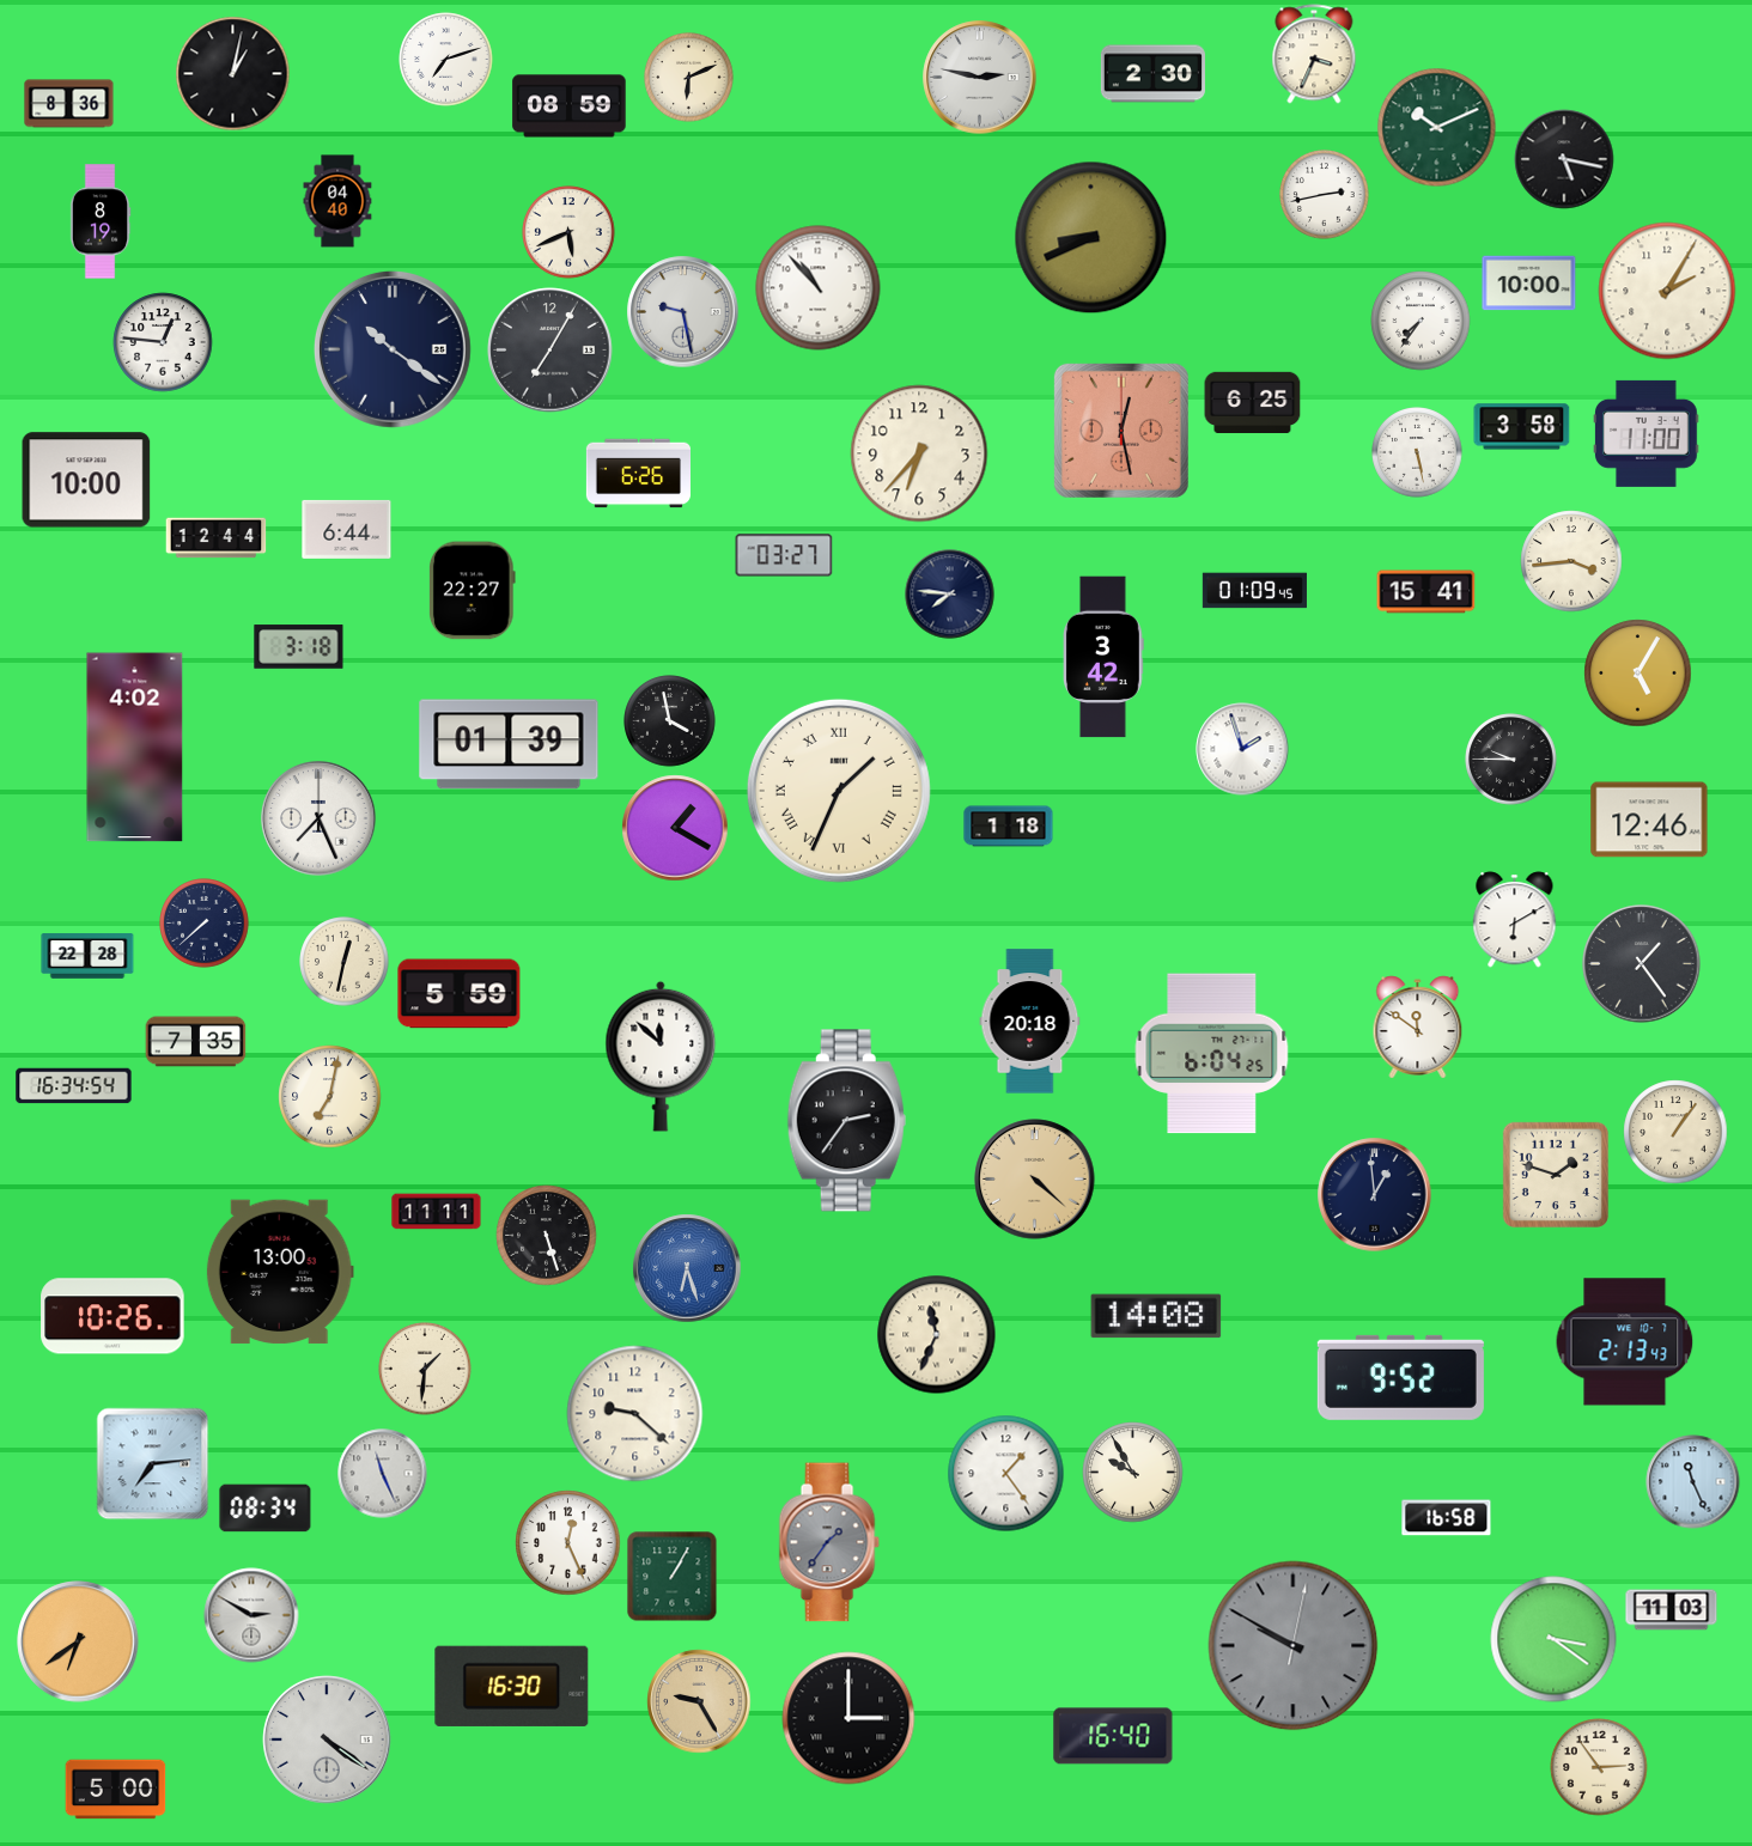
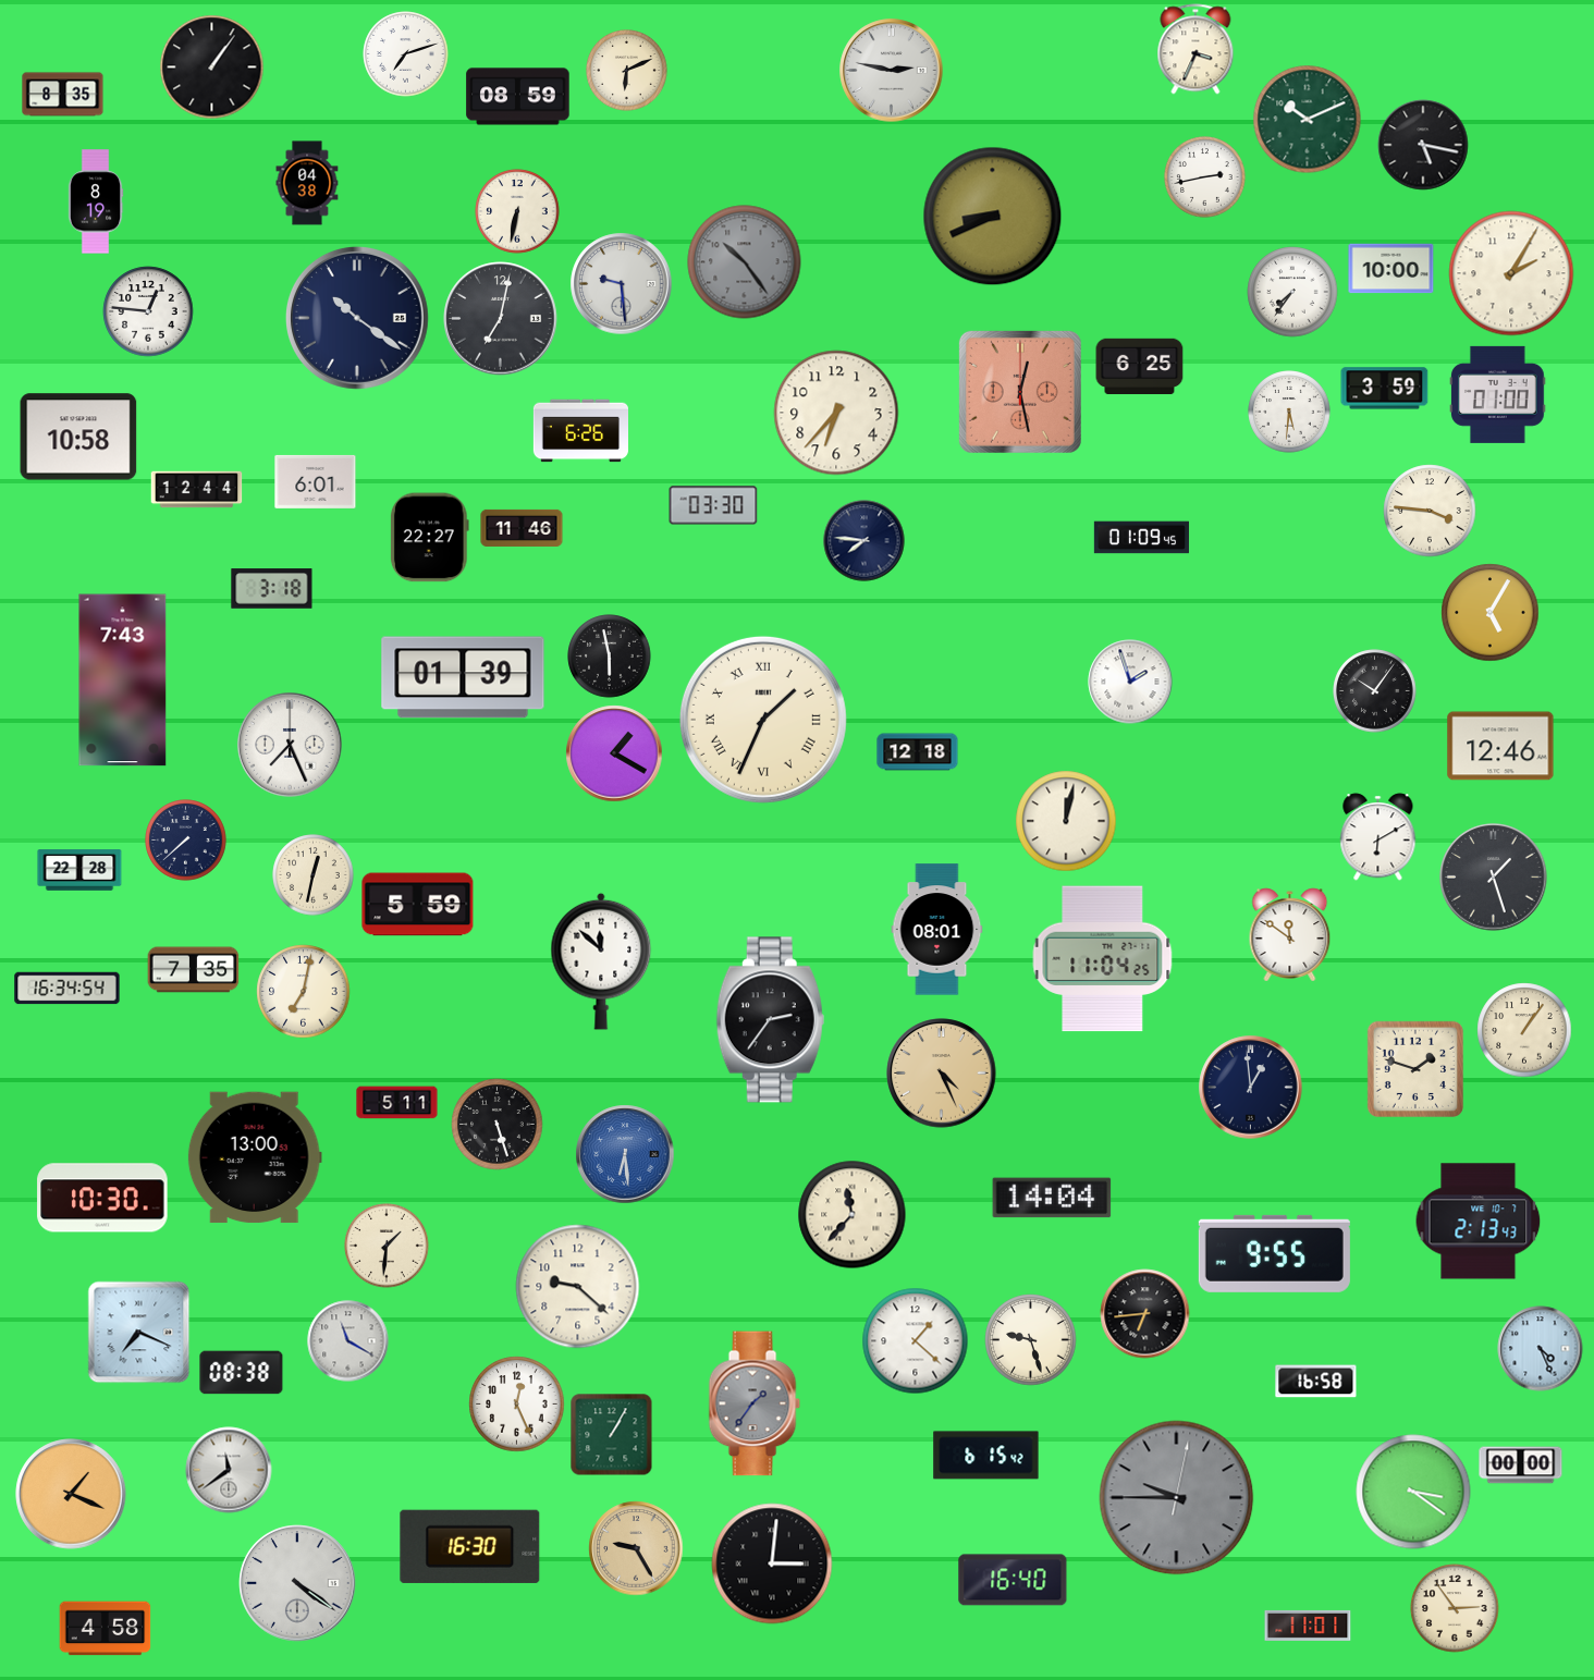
clock at (233, 74): 1:02 -> 1:06
clock at (1152, 74): 2:30 -> none
clock at (69, 104): 8:36 -> 8:35
clock at (1437, 128) position: (1437, 128) -> (1308, 120)
clock at (337, 201): 04:40 -> 04:38
clock at (101, 221) position: (101, 221) -> (96, 201)
clock at (568, 232): 5:41 -> 6:32
clock at (1529, 284) position: (1529, 284) -> (1391, 269)
clock at (819, 288): 10:53 -> 10:24
clock at (819, 288) dial: white -> grey
clock at (1667, 291) position: (1667, 291) -> (1511, 273)
clock at (683, 312): 9:28 -> 9:29
clock at (550, 351): 7:05 -> 7:02
clock at (1522, 427): 3:58 -> 3:59
clock at (1647, 433): 11:00 -> 01:00
clock at (1417, 452): 5:28 -> 5:31
clock at (86, 480): 10:00 -> 10:58
clock at (347, 529): 6:44 -> 6:01
clock at (784, 555): 03:27 -> 03:30
clock at (1571, 561): 3:44 -> 3:46
clock at (522, 528): none -> 11:46
clock at (1426, 592): 15:41 -> none
clock at (1103, 657): 3:42 -> none
clock at (670, 721): 3:58 -> 5:58
clock at (135, 748): 4:02 -> 7:43
clock at (1511, 760): 9:45 -> 10:06
clock at (1009, 827): 1:18 -> 12:18
clock at (1066, 821): none -> 12:02
clock at (1642, 964): 1:24 -> 1:27
clock at (1030, 1022): 20:18 -> 08:01
clock at (196, 1042) position: (196, 1042) -> (194, 970)
clock at (1212, 1054): 6:04 -> 11:04
clock at (330, 1097) position: (330, 1097) -> (304, 992)
clock at (1035, 1180): 4:22 -> 4:26
clock at (437, 1212): 11:11 -> 5:11
clock at (687, 1268): 6:27 -> 6:29
clock at (112, 1316): 10:26 -> 10:30
clock at (1156, 1316): 14:08 -> 14:04
clock at (937, 1335): 11:34 -> 11:37
clock at (1400, 1377): 9:52 -> 9:55
clock at (1145, 1314): none -> 6:44
clock at (153, 1464): 7:14 -> 7:19
clock at (1133, 1473): 9:55 -> 9:27
clock at (383, 1474): 11:26 -> 11:20
clock at (1006, 1474): 1:24 -> 1:22
clock at (1693, 1482): 11:26 -> 4:26
clock at (266, 1509): 08:34 -> 08:38
clock at (986, 1456): none -> 6:15
clock at (1672, 1610): 11:03 -> 00:00
clock at (251, 1615): 2:50 -> 11:39
clock at (78, 1641): 6:39 -> 1:19
clock at (1294, 1646): 9:50 -> 9:45
clock at (512, 1686) position: (512, 1686) -> (470, 1546)
clock at (848, 1718): 3:00 -> 3:01
clock at (1308, 1626): none -> 11:01
clock at (116, 1790): 5:00 -> 4:58
